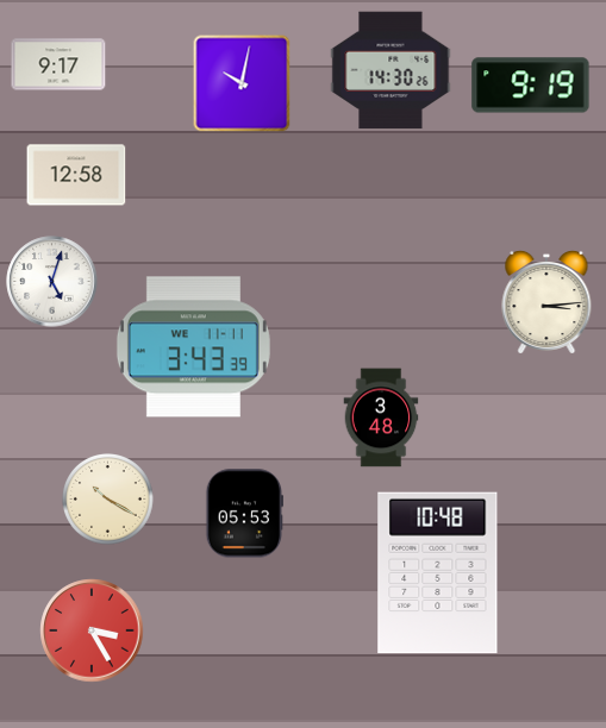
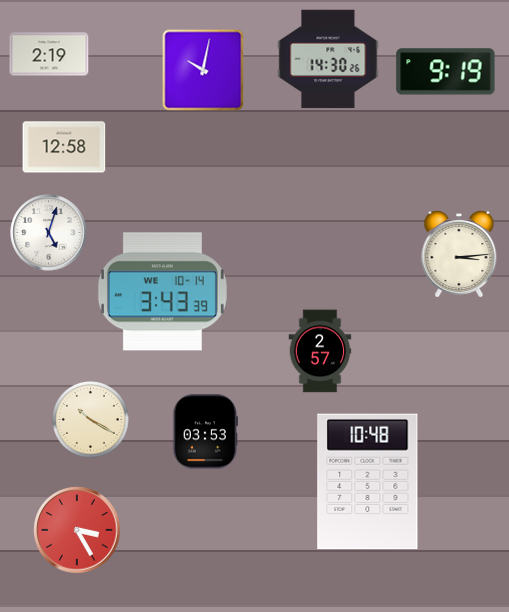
clock at (58, 64): 9:17 -> 2:19
clock at (52, 282) position: (52, 282) -> (49, 233)
clock at (193, 347) date: WE 11-11 -> WE 10-14
clock at (381, 418): 3:48 -> 2:57
clock at (244, 514): 05:53 -> 03:53
